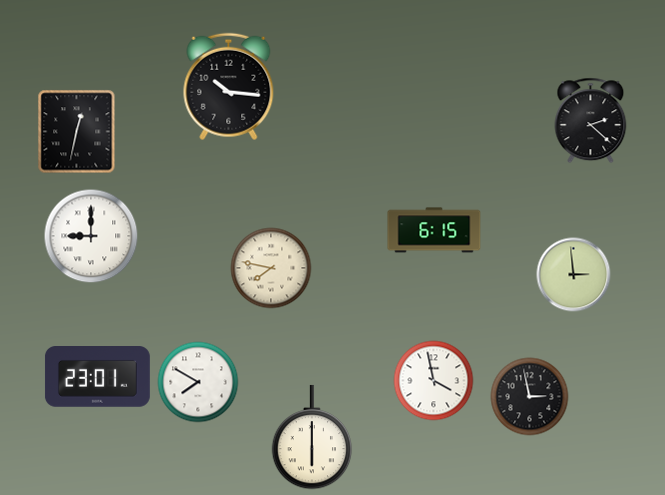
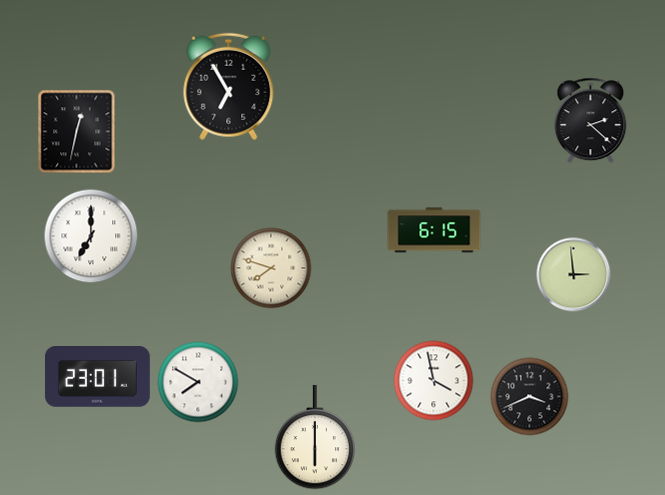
clock at (229, 87): 10:16 -> 6:55
clock at (91, 236): 9:00 -> 7:00
clock at (271, 268): 7:47 -> 7:48
clock at (530, 397): 2:58 -> 3:41
clock at (312, 437) position: (312, 437) -> (315, 437)
